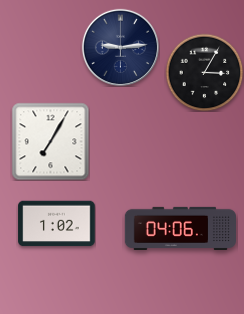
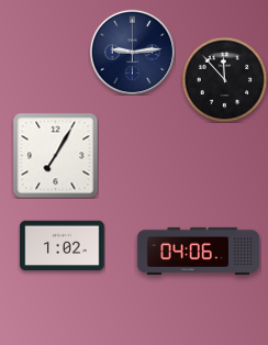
clock at (204, 72): 3:05 -> 11:53
